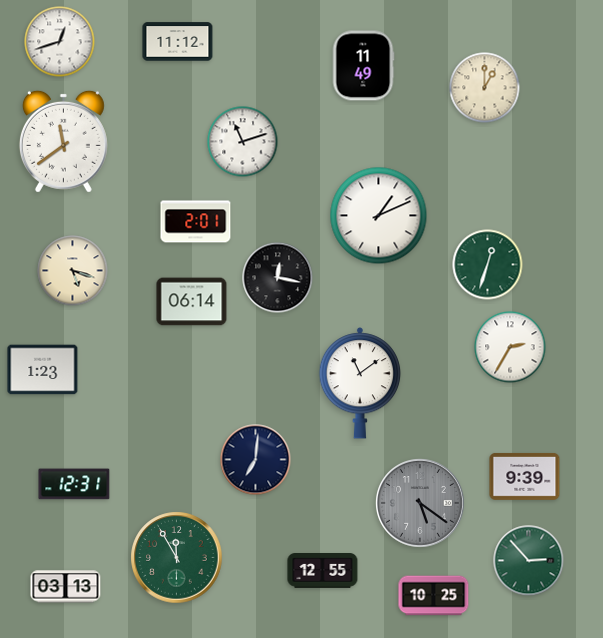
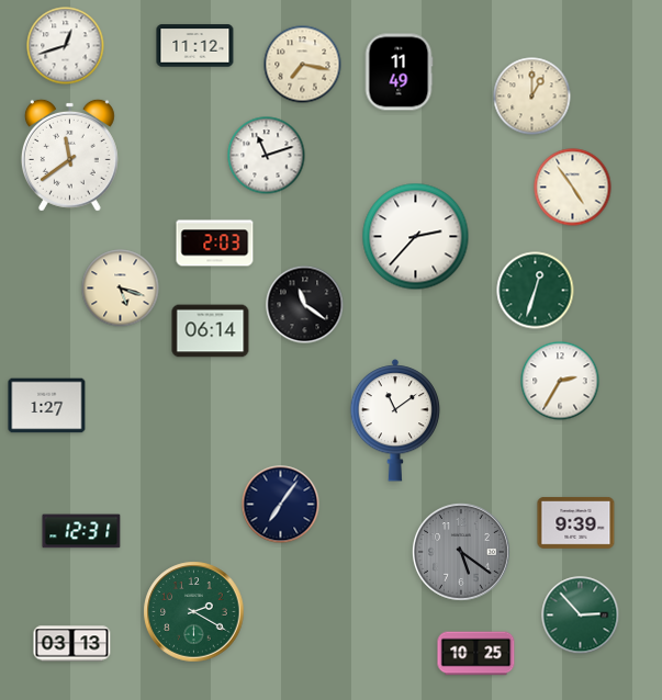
clock at (303, 65): none -> 7:17
clock at (573, 188): none -> 4:54
clock at (379, 216): 1:11 -> 2:37
clock at (196, 222): 2:01 -> 2:03
clock at (73, 271) position: (73, 271) -> (121, 289)
clock at (278, 278): 12:17 -> 11:21
clock at (43, 370): 1:23 -> 1:27
clock at (256, 460): 7:01 -> 7:06
clock at (177, 558): 11:55 -> 2:20
clock at (323, 571): 12:55 -> none
